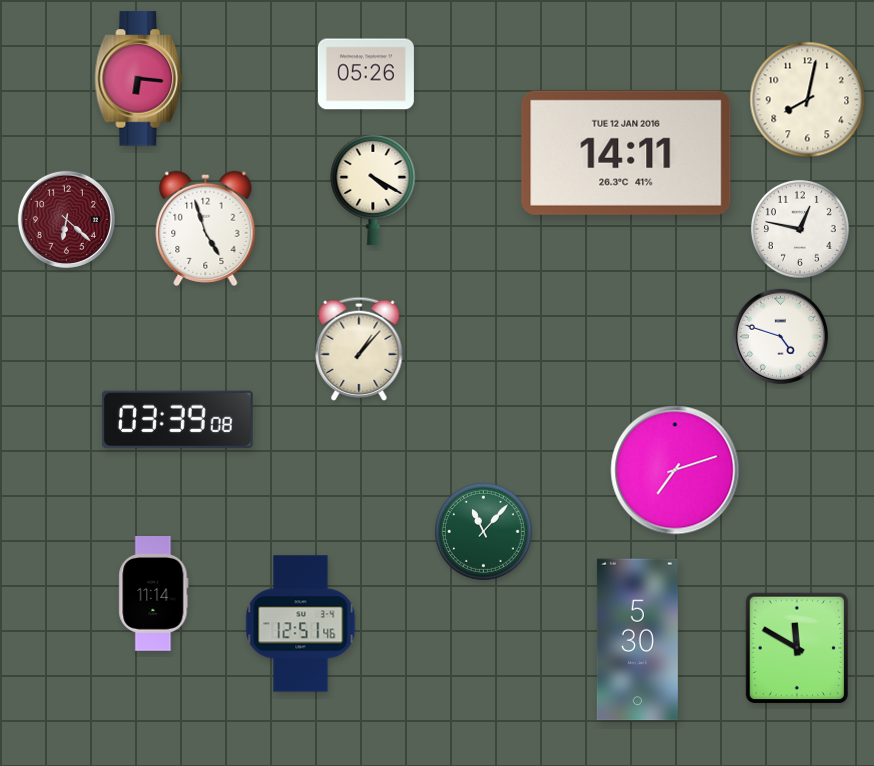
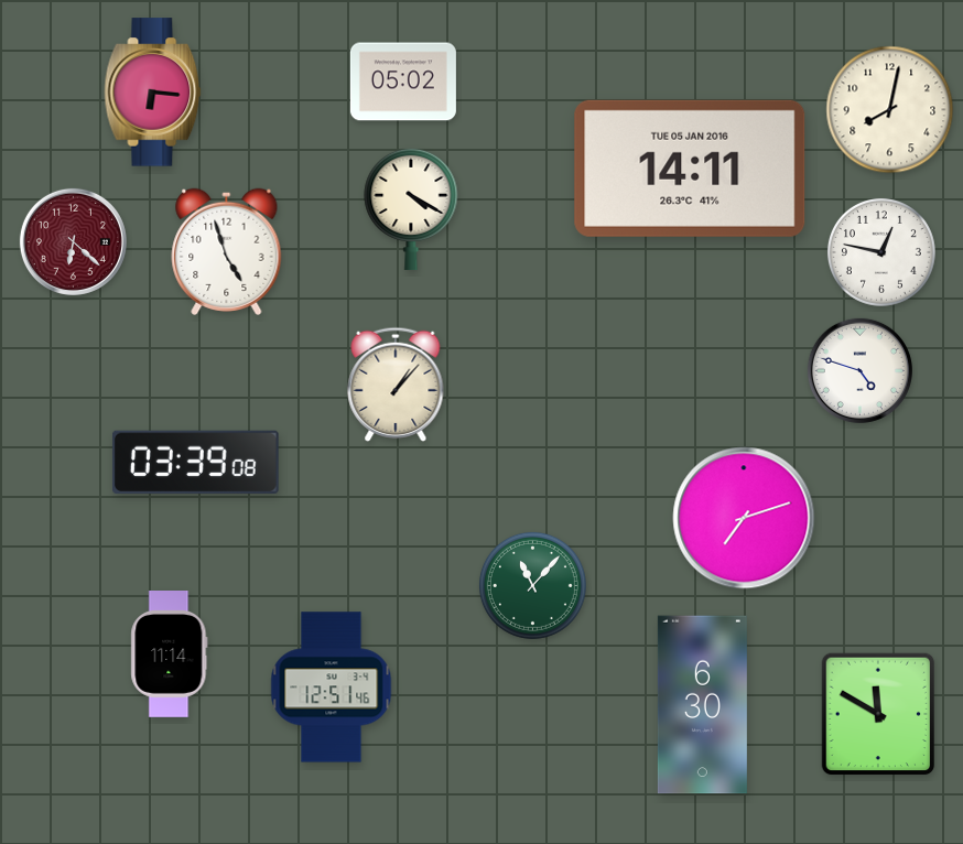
clock at (366, 74): 05:26 -> 05:02
clock at (139, 79) position: (139, 79) -> (153, 93)
clock at (626, 153) date: TUE 12 JAN 2016 -> TUE 05 JAN 2016
clock at (637, 640): 5:30 -> 6:30
